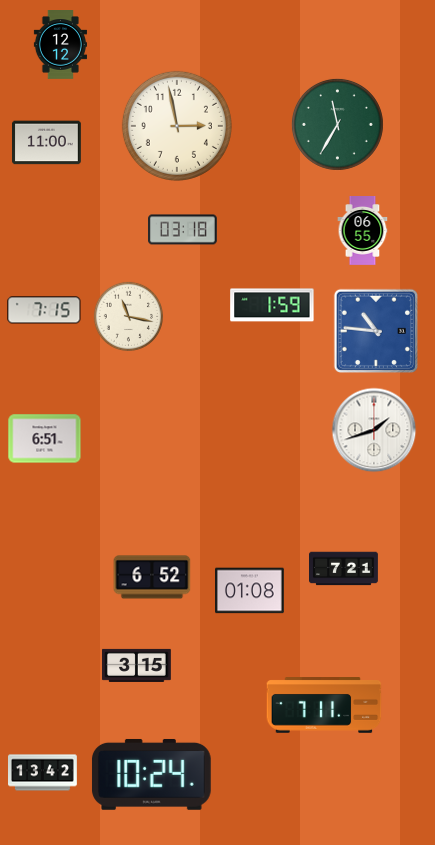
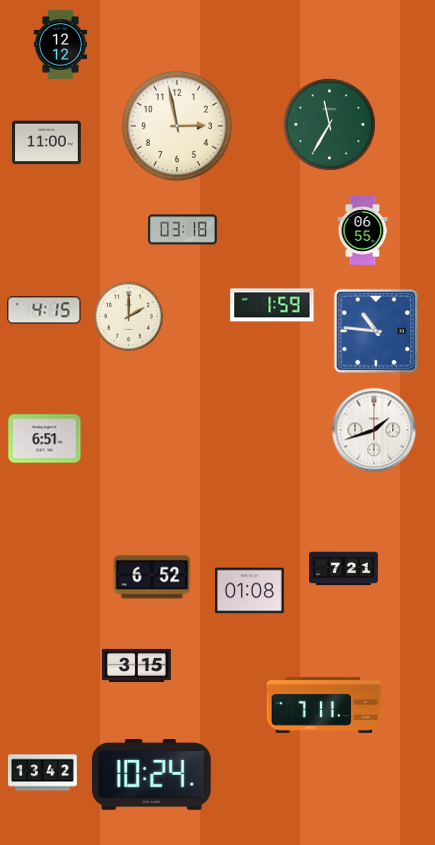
clock at (337, 124) position: (337, 124) -> (329, 124)
clock at (44, 310): 7:15 -> 4:15
clock at (128, 316): 11:17 -> 2:00
